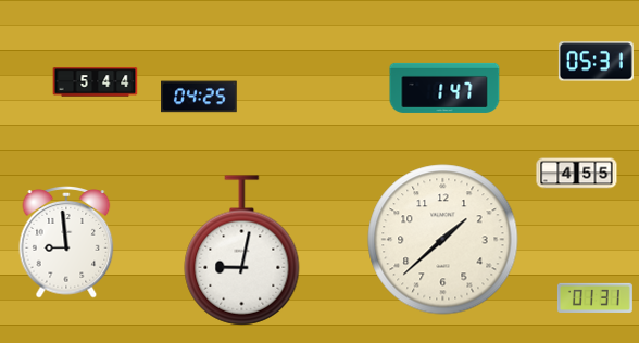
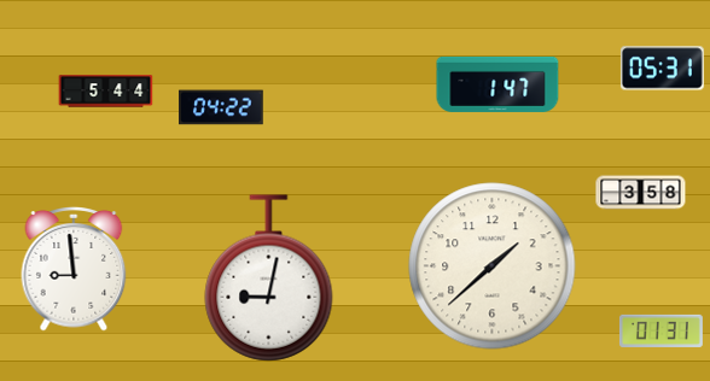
clock at (444, 88) position: (444, 88) -> (497, 84)
clock at (200, 97): 04:25 -> 04:22
clock at (577, 174): 4:55 -> 3:58
